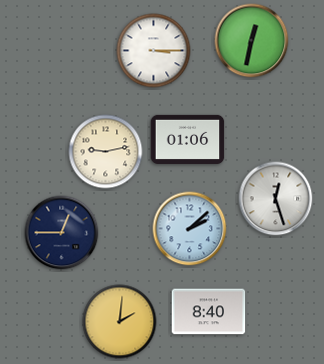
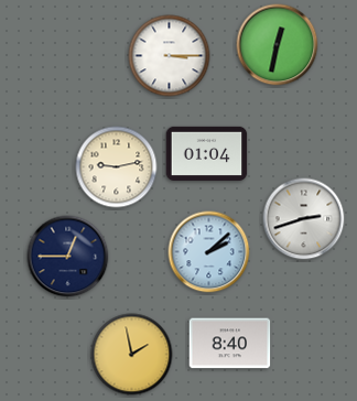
clock at (188, 139): 01:06 -> 01:04
clock at (276, 199): 12:27 -> 2:42
clock at (120, 322): 2:01 -> 1:58
